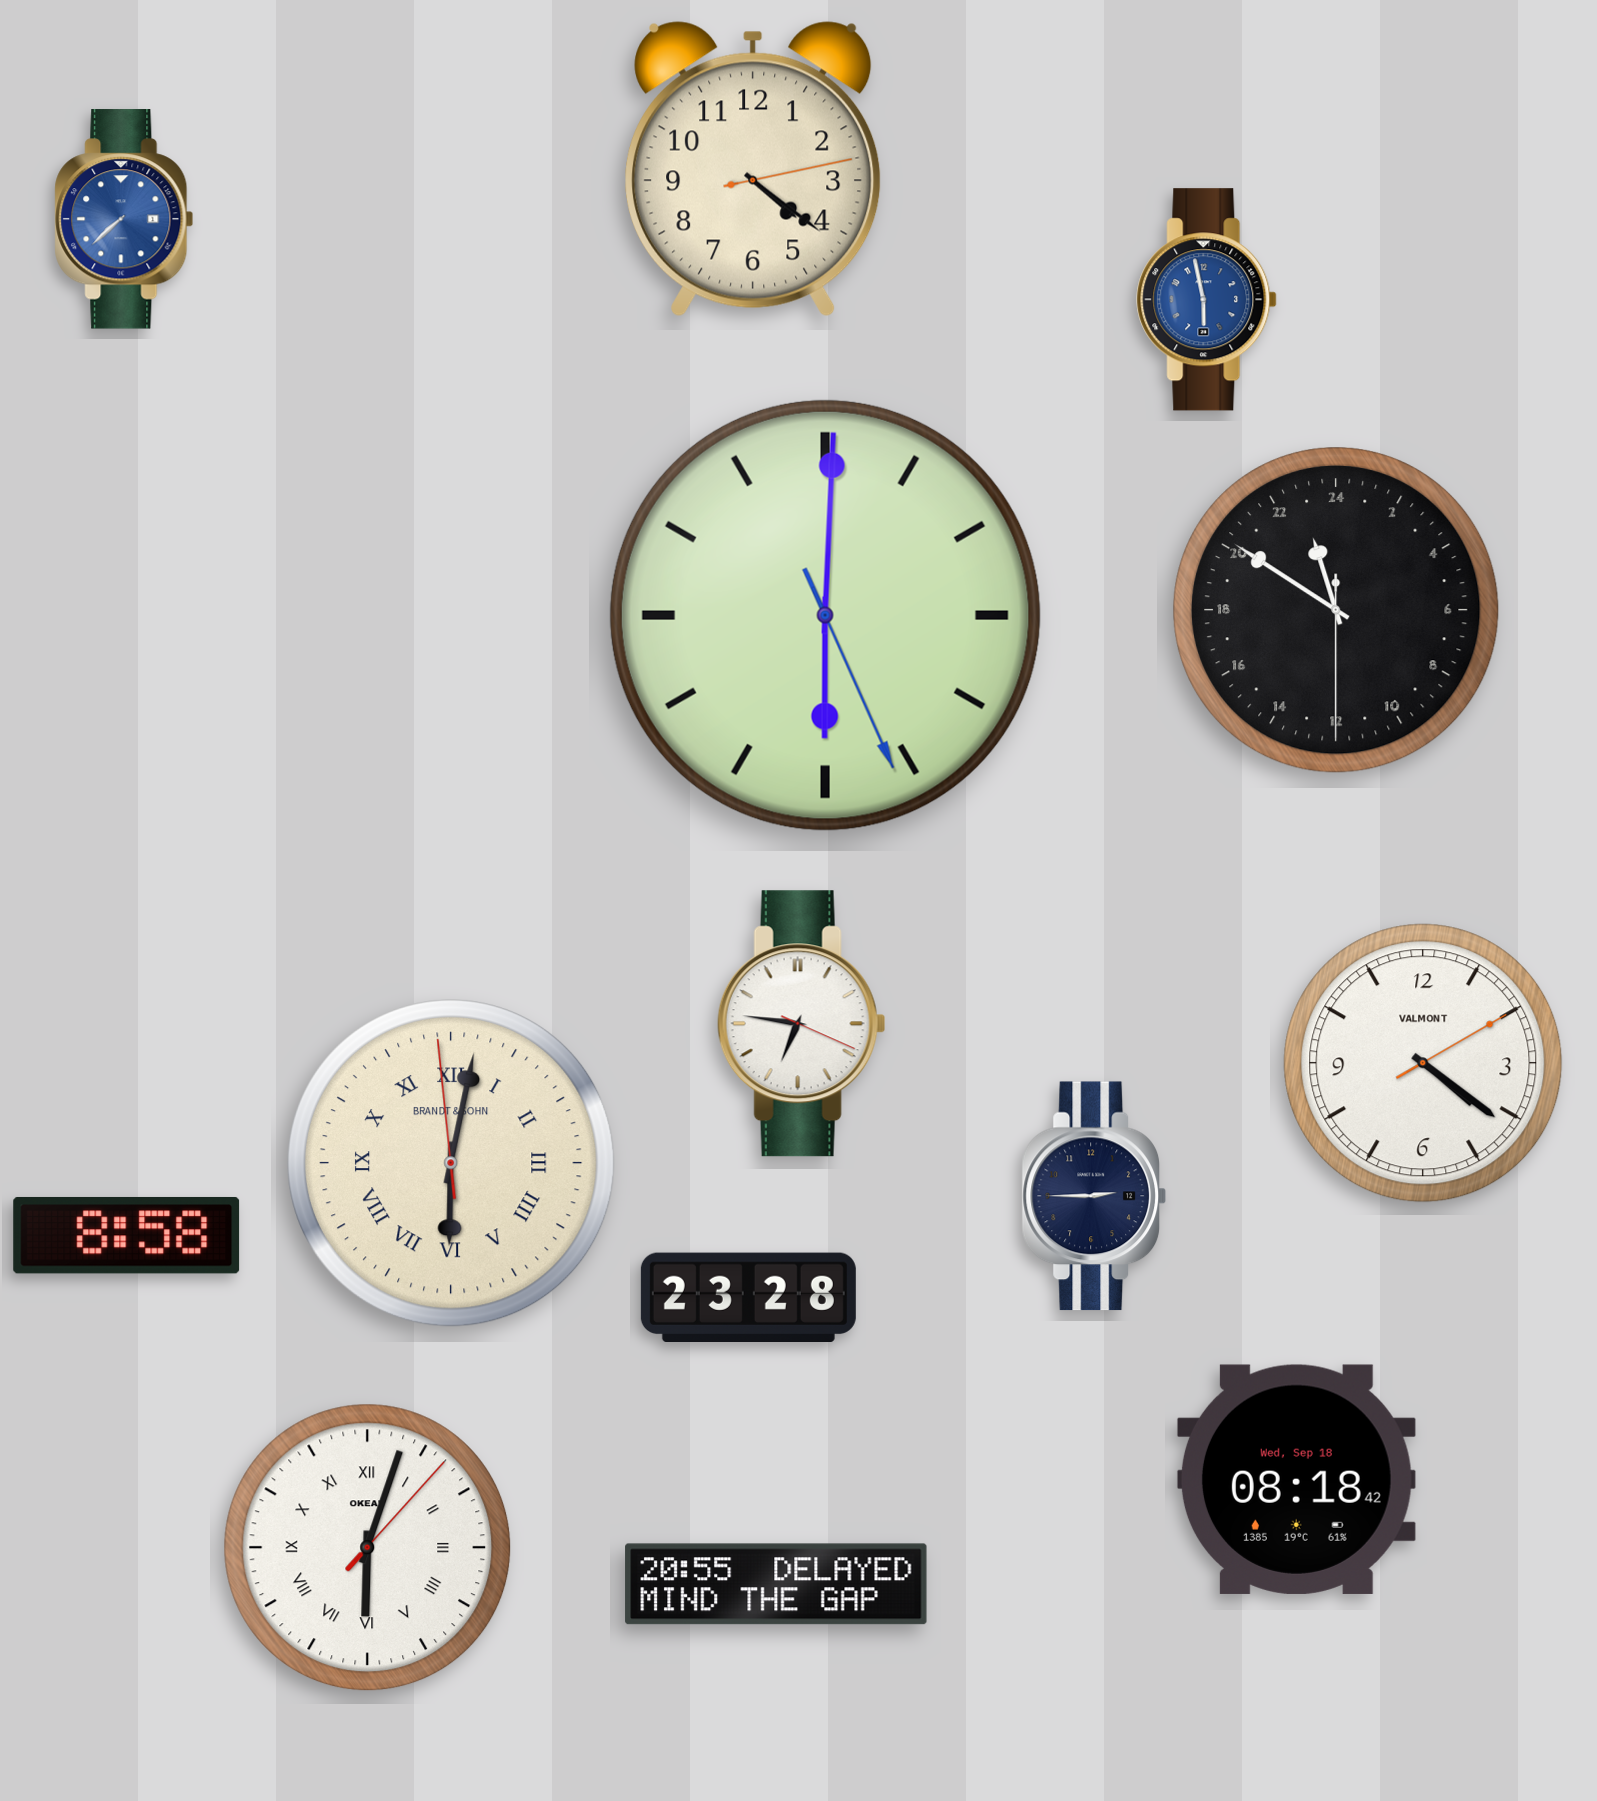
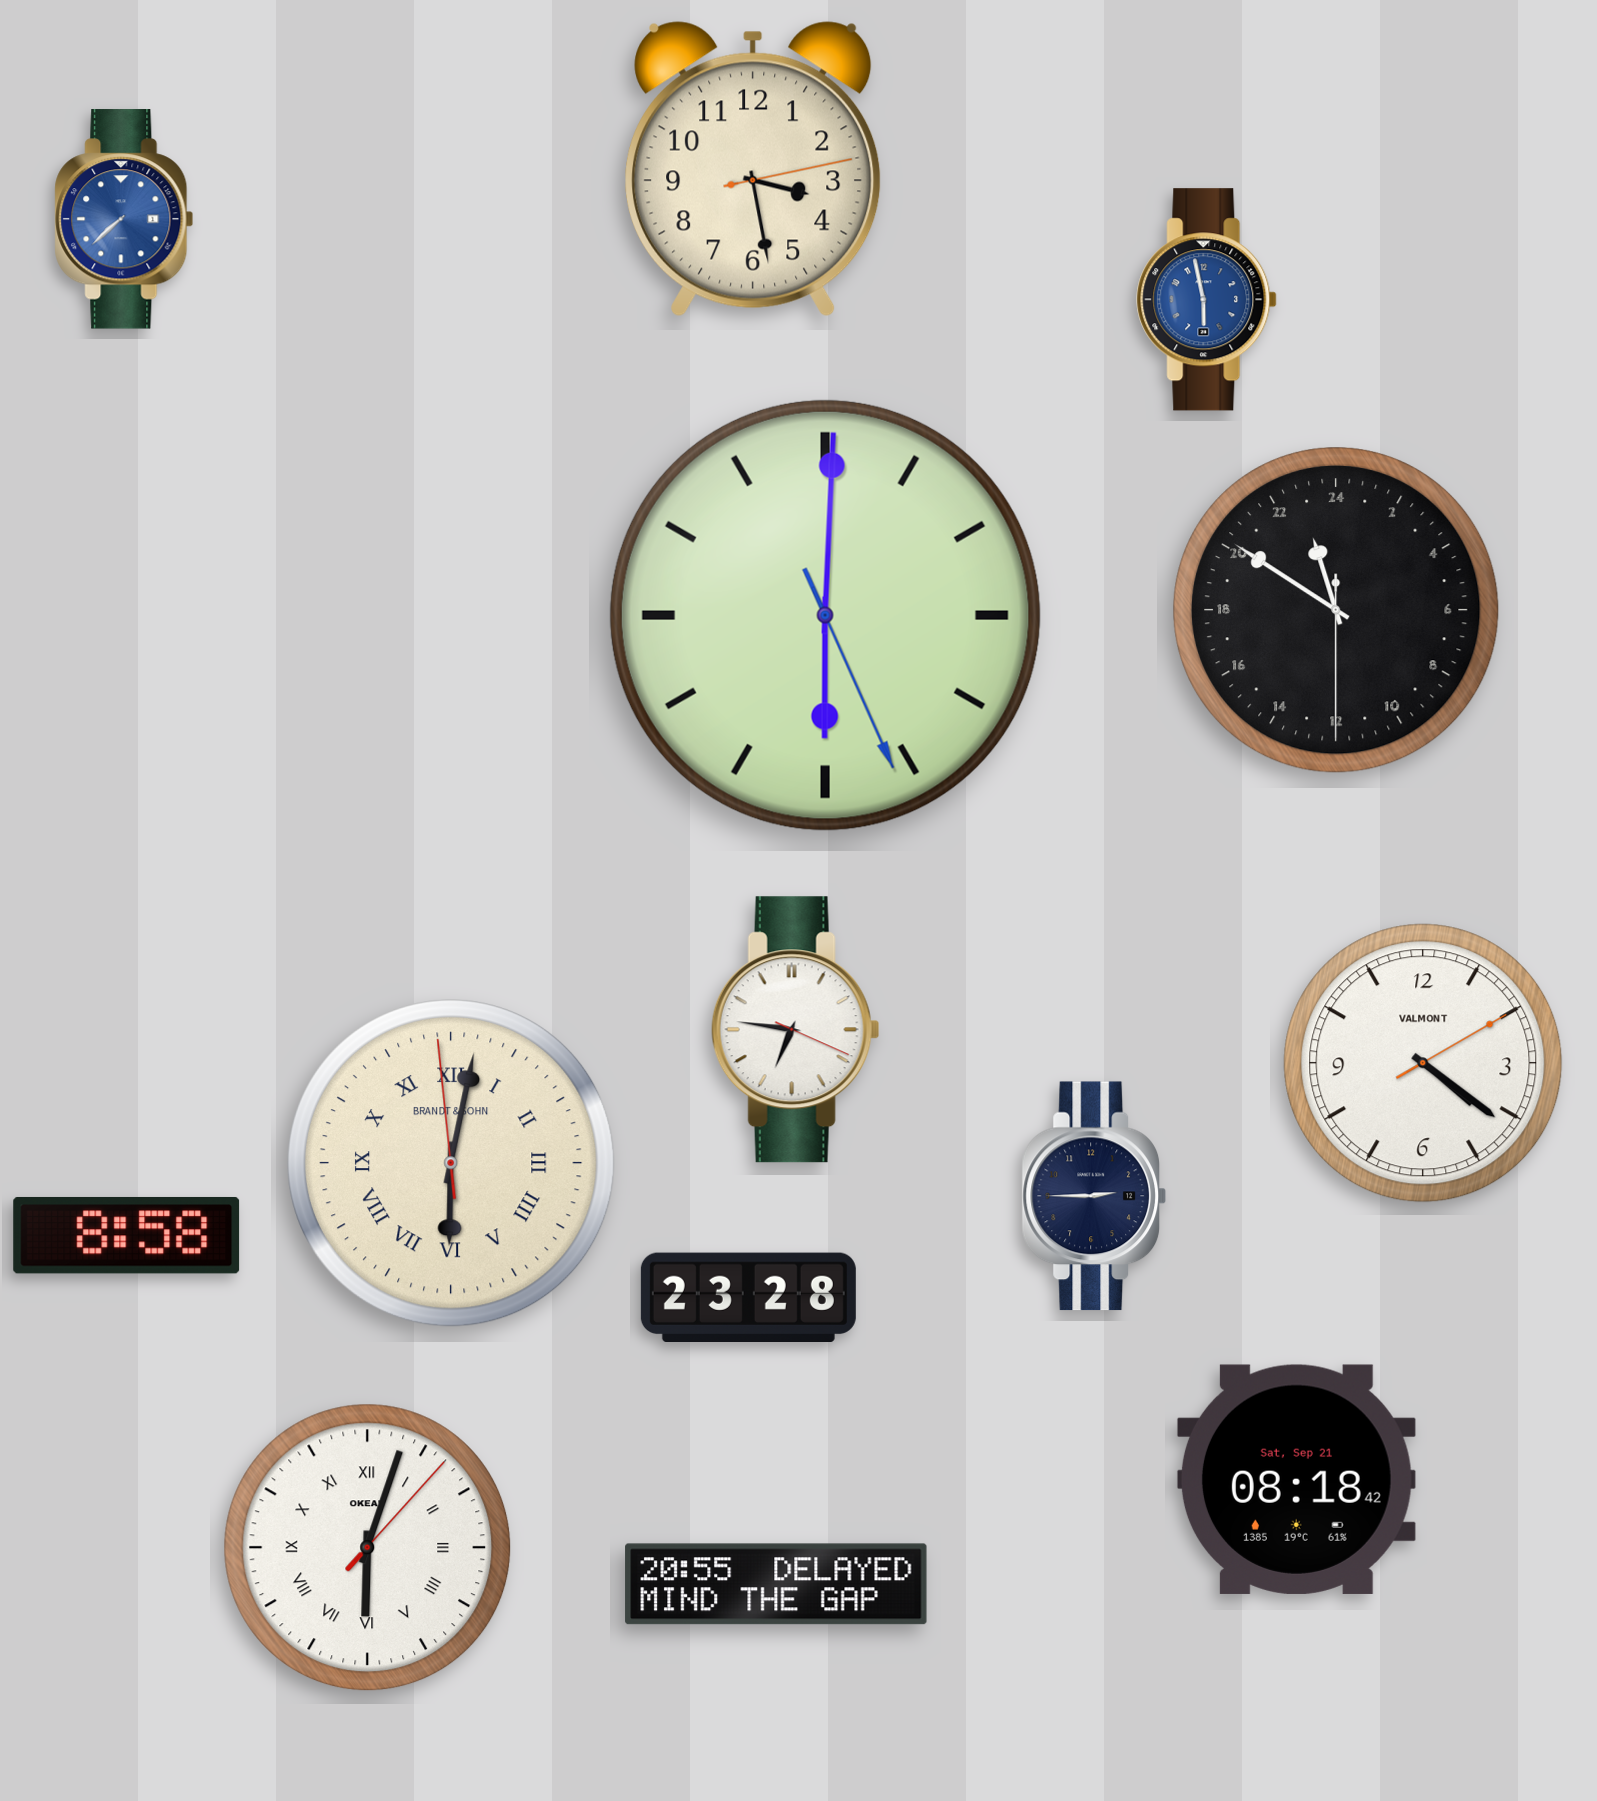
clock at (753, 169): 4:21 -> 3:28
clock at (801, 1024) position: (801, 1024) -> (795, 1030)
clock at (1296, 1479) date: Wed, Sep 18 -> Sat, Sep 21
